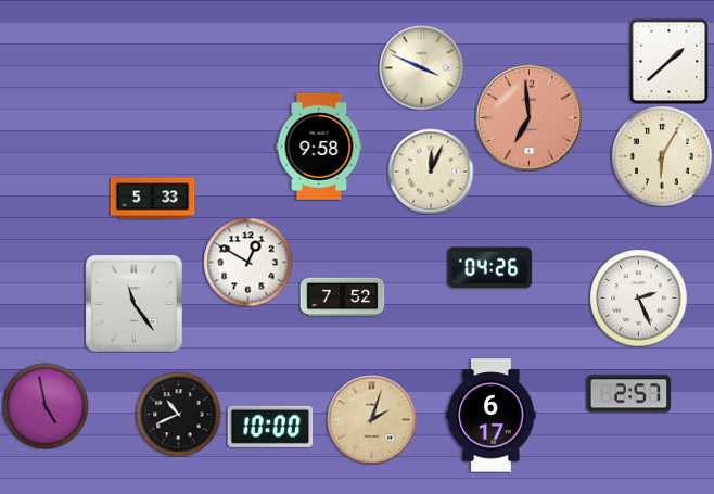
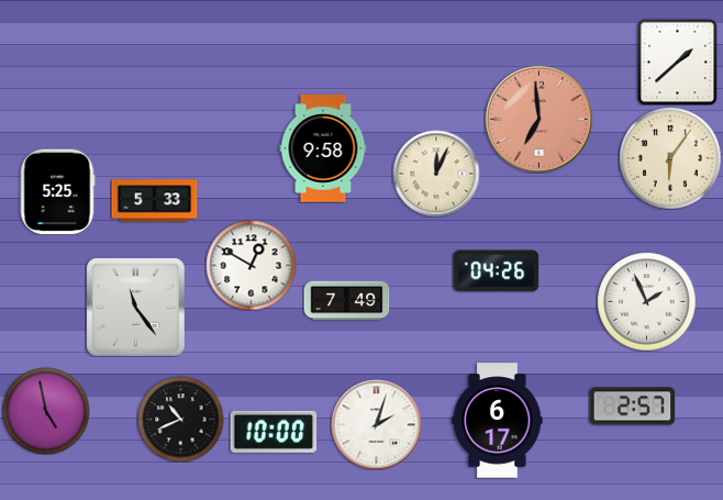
clock at (421, 67): 3:49 -> none
clock at (528, 117) position: (528, 117) -> (538, 119)
clock at (662, 156): 6:05 -> 6:06
clock at (57, 191): none -> 5:25
clock at (342, 297): 7:52 -> 7:49
clock at (638, 297): 2:26 -> 1:56
clock at (628, 394) position: (628, 394) -> (632, 407)
clock at (371, 419) dial: champagne -> white
